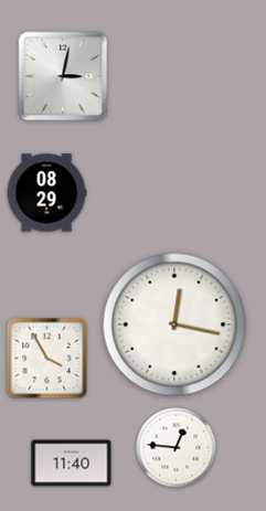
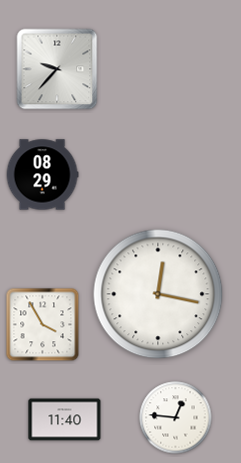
clock at (63, 76): 3:02 -> 9:37
clock at (177, 448) position: (177, 448) -> (176, 418)
